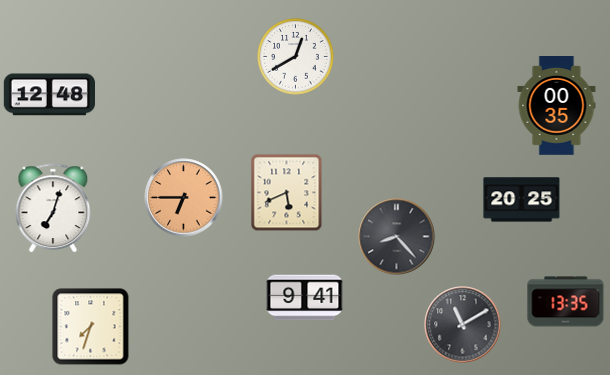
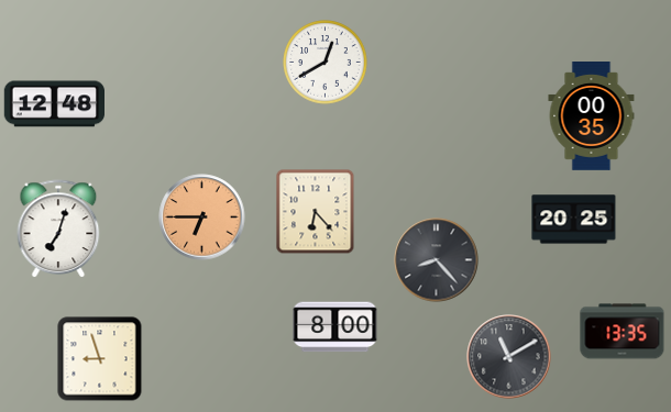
clock at (557, 106) position: (557, 106) -> (592, 116)
clock at (287, 192): 5:41 -> 6:23
clock at (305, 298): 9:41 -> 8:00
clock at (91, 327): 7:33 -> 8:57
